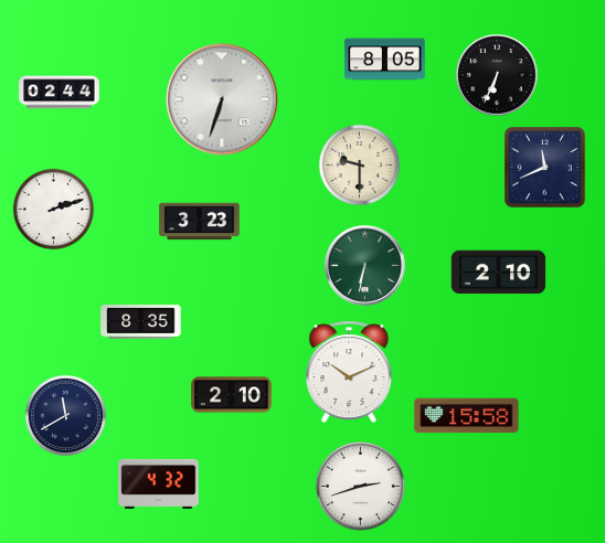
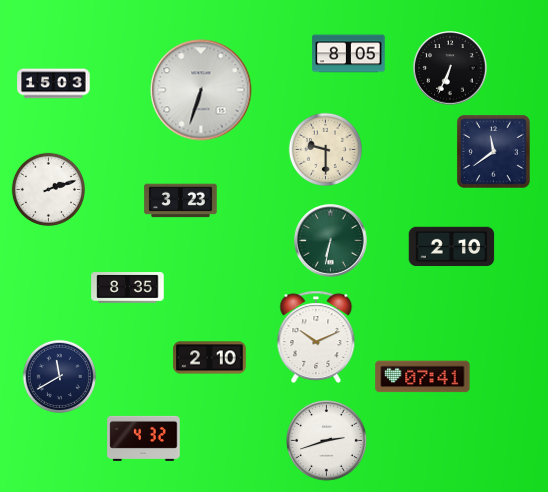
clock at (60, 93): 02:44 -> 15:03
clock at (544, 167): 11:41 -> 11:39
clock at (141, 322) position: (141, 322) -> (128, 288)
clock at (467, 416): 15:58 -> 07:41
